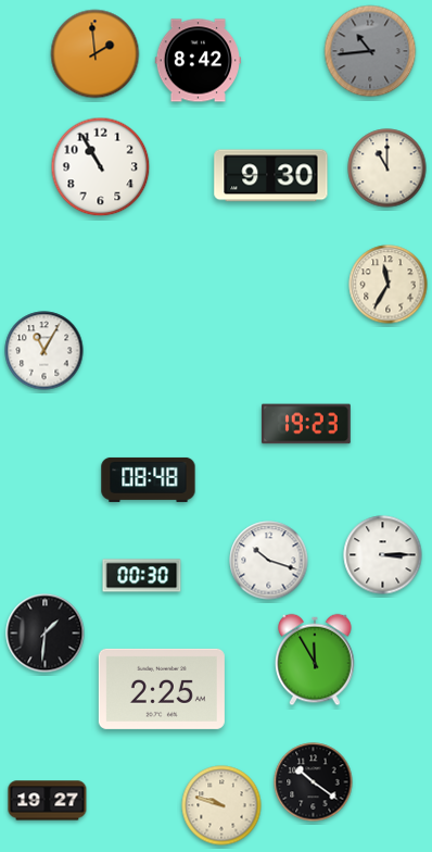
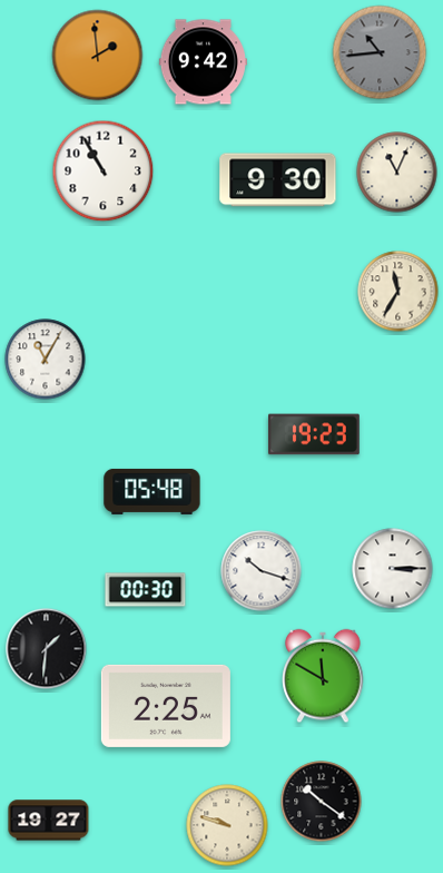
clock at (198, 61): 8:42 -> 9:42
clock at (387, 168): 11:00 -> 11:04
clock at (149, 479): 08:48 -> 05:48
clock at (269, 561) position: (269, 561) -> (262, 571)
clock at (315, 660): 11:55 -> 11:50
